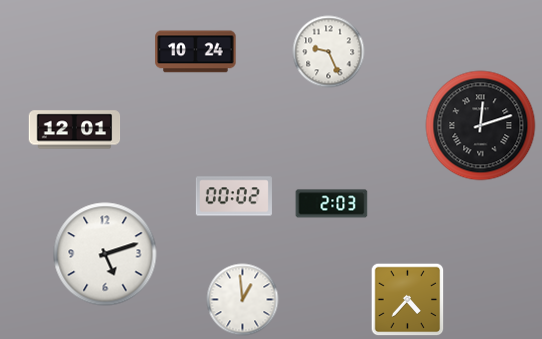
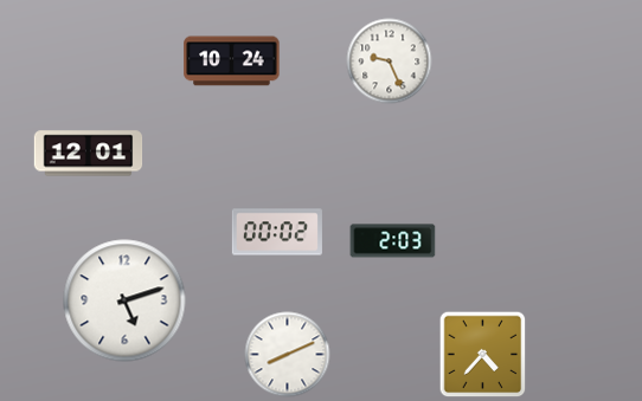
clock at (481, 126): 12:12 -> none
clock at (243, 300): 12:59 -> 8:11
